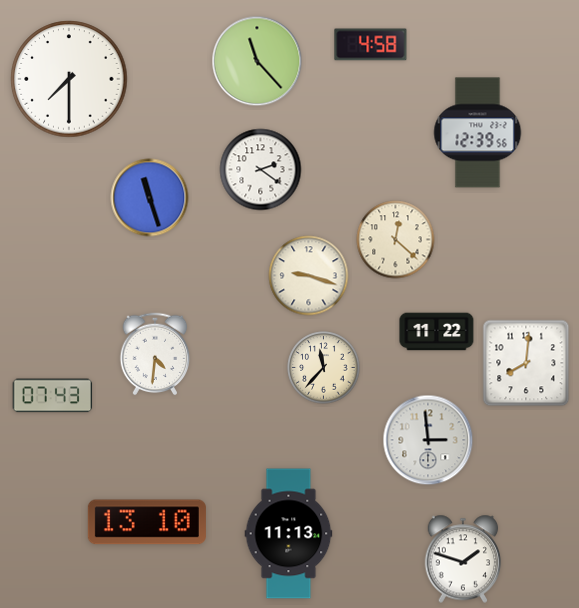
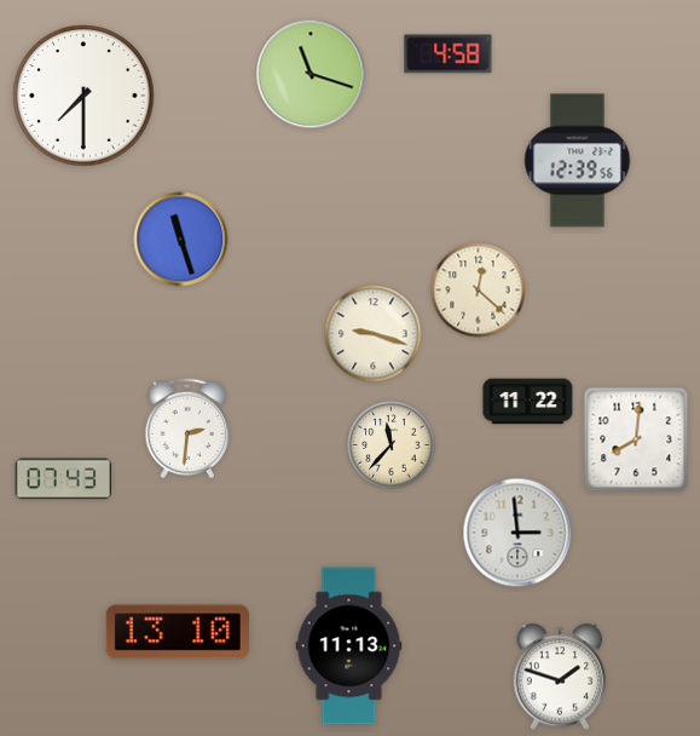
clock at (257, 61): 11:23 -> 11:18
clock at (261, 170): 2:21 -> none
clock at (155, 354): 4:31 -> 2:31
